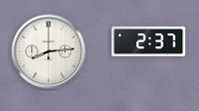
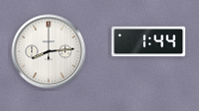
clock at (149, 42): 2:37 -> 1:44
